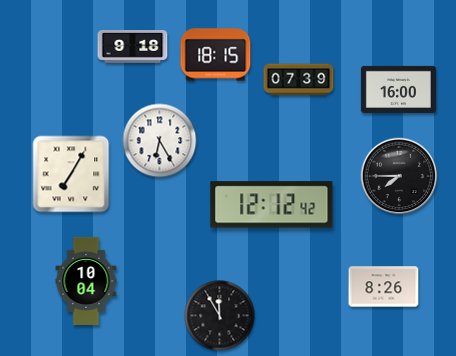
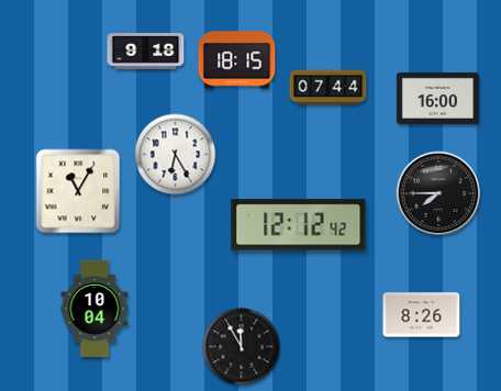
clock at (299, 80): 07:39 -> 07:44
clock at (71, 174): 7:05 -> 11:05
